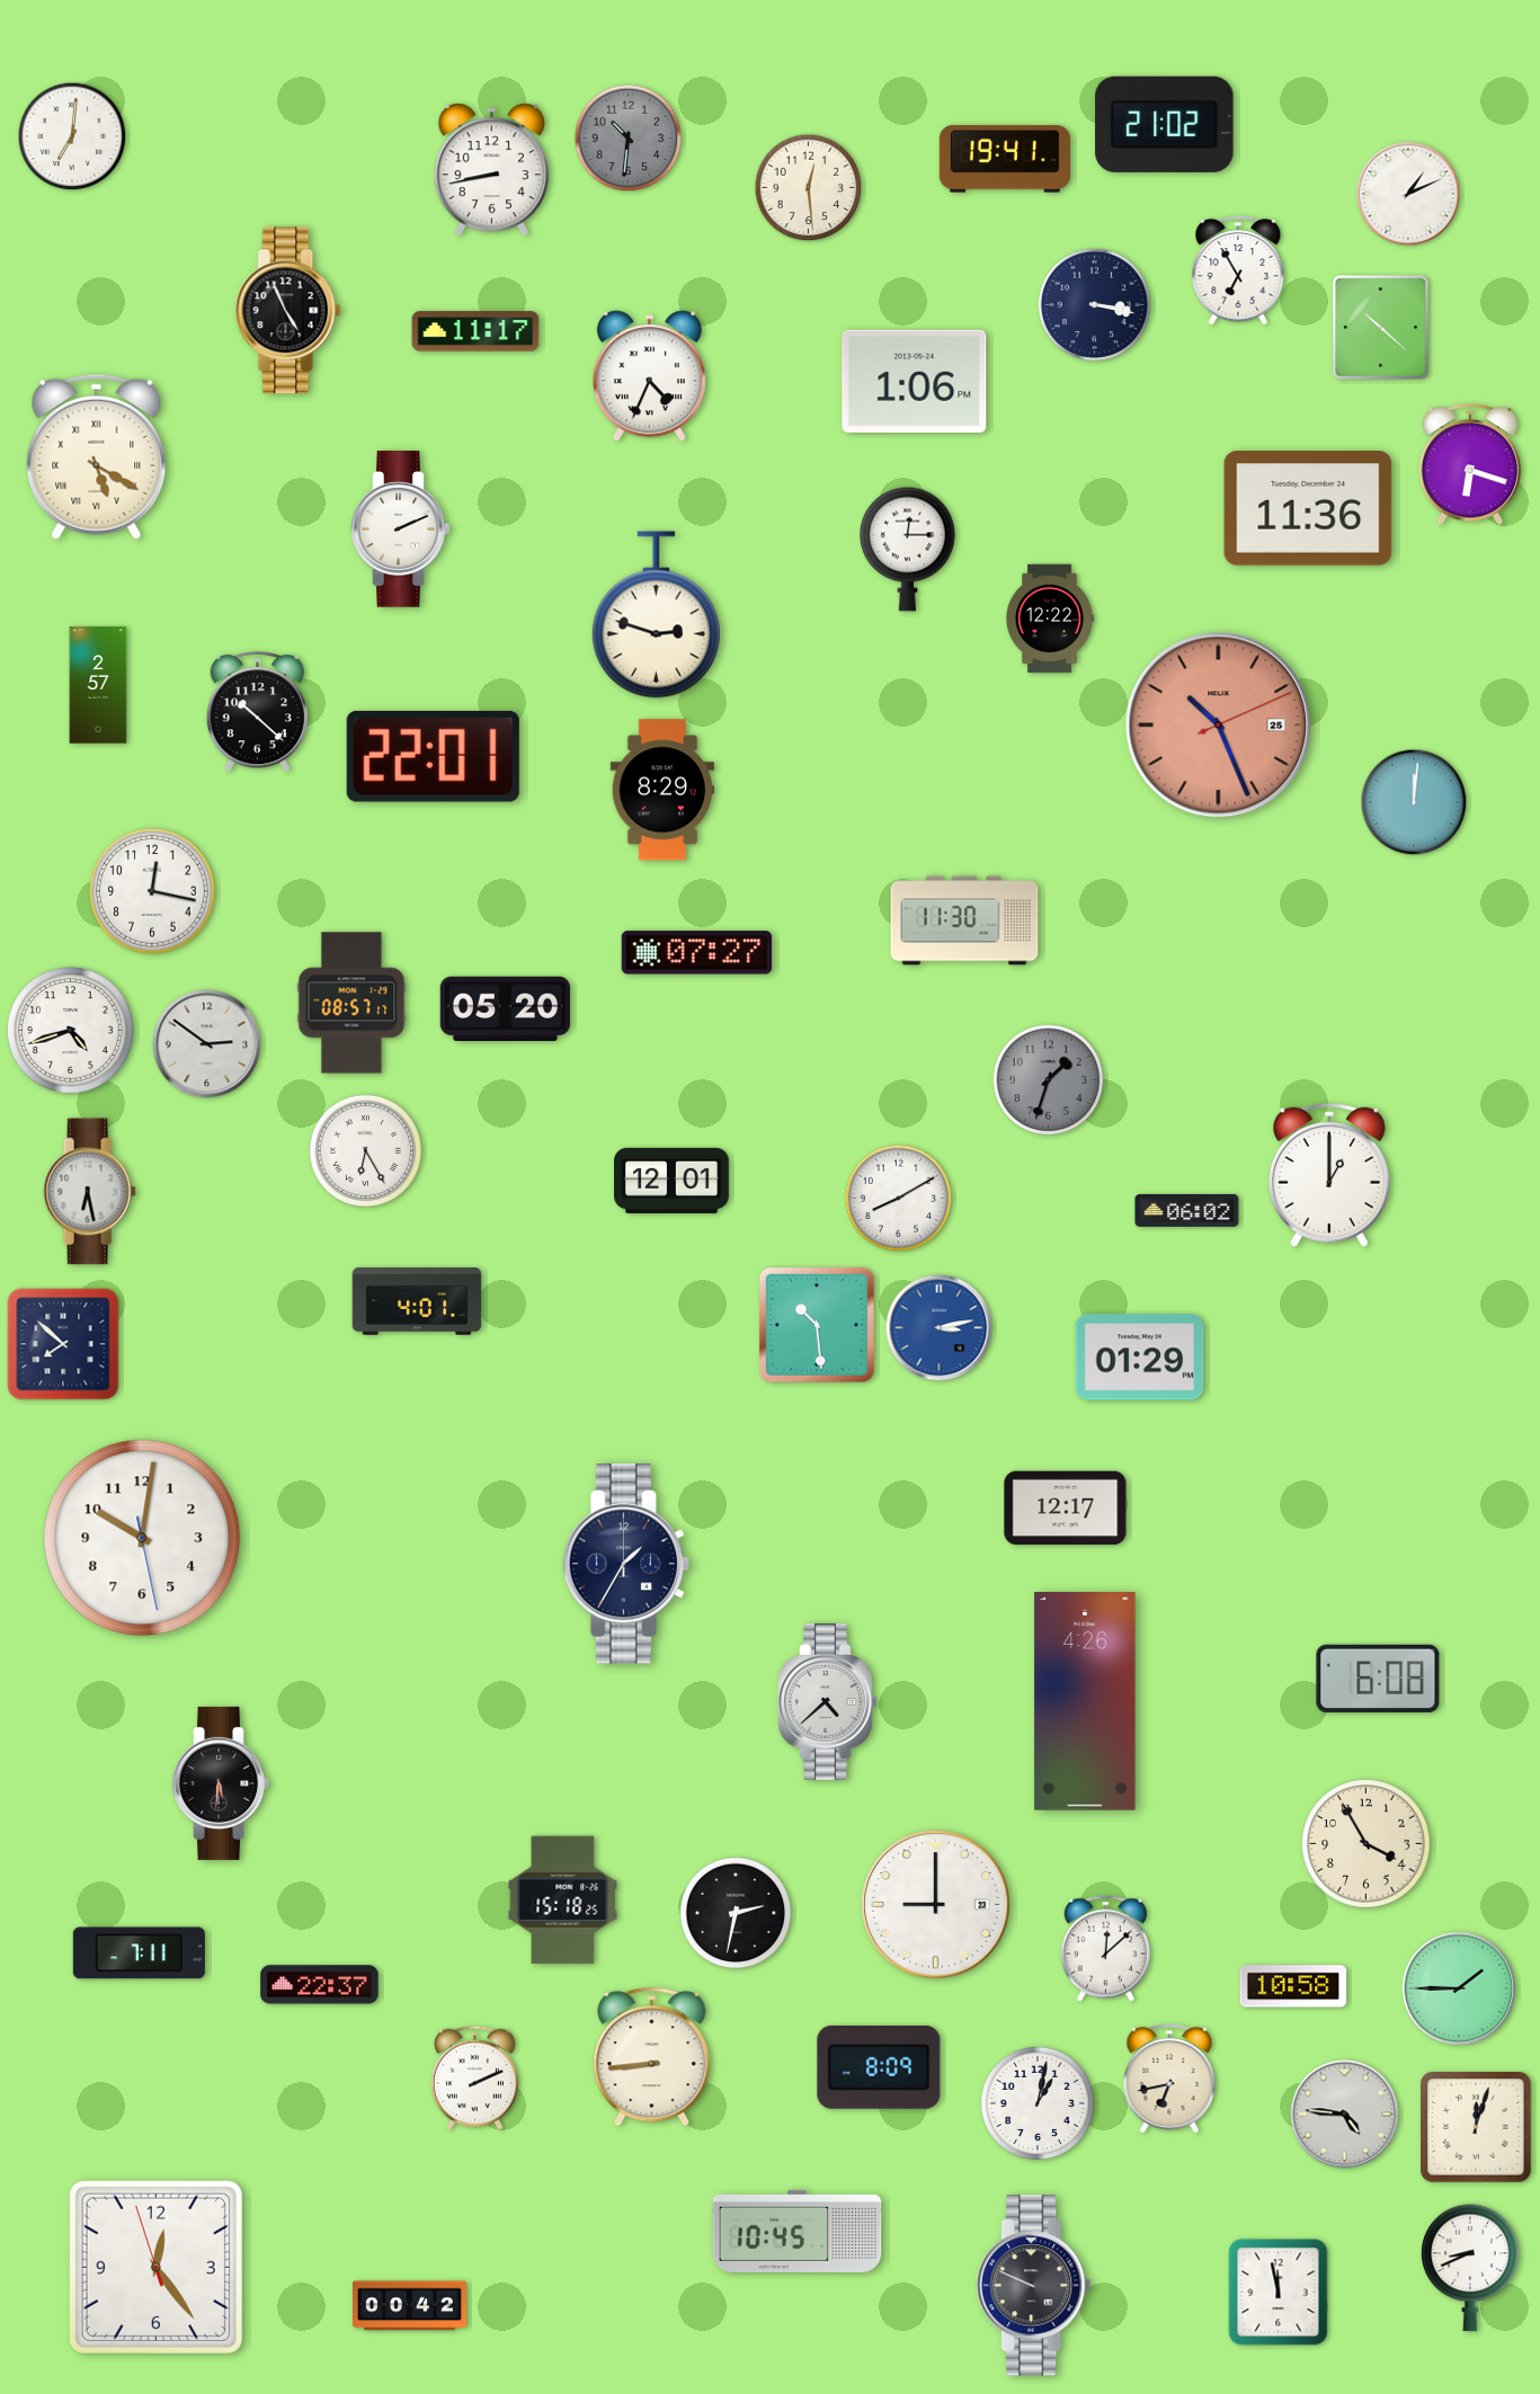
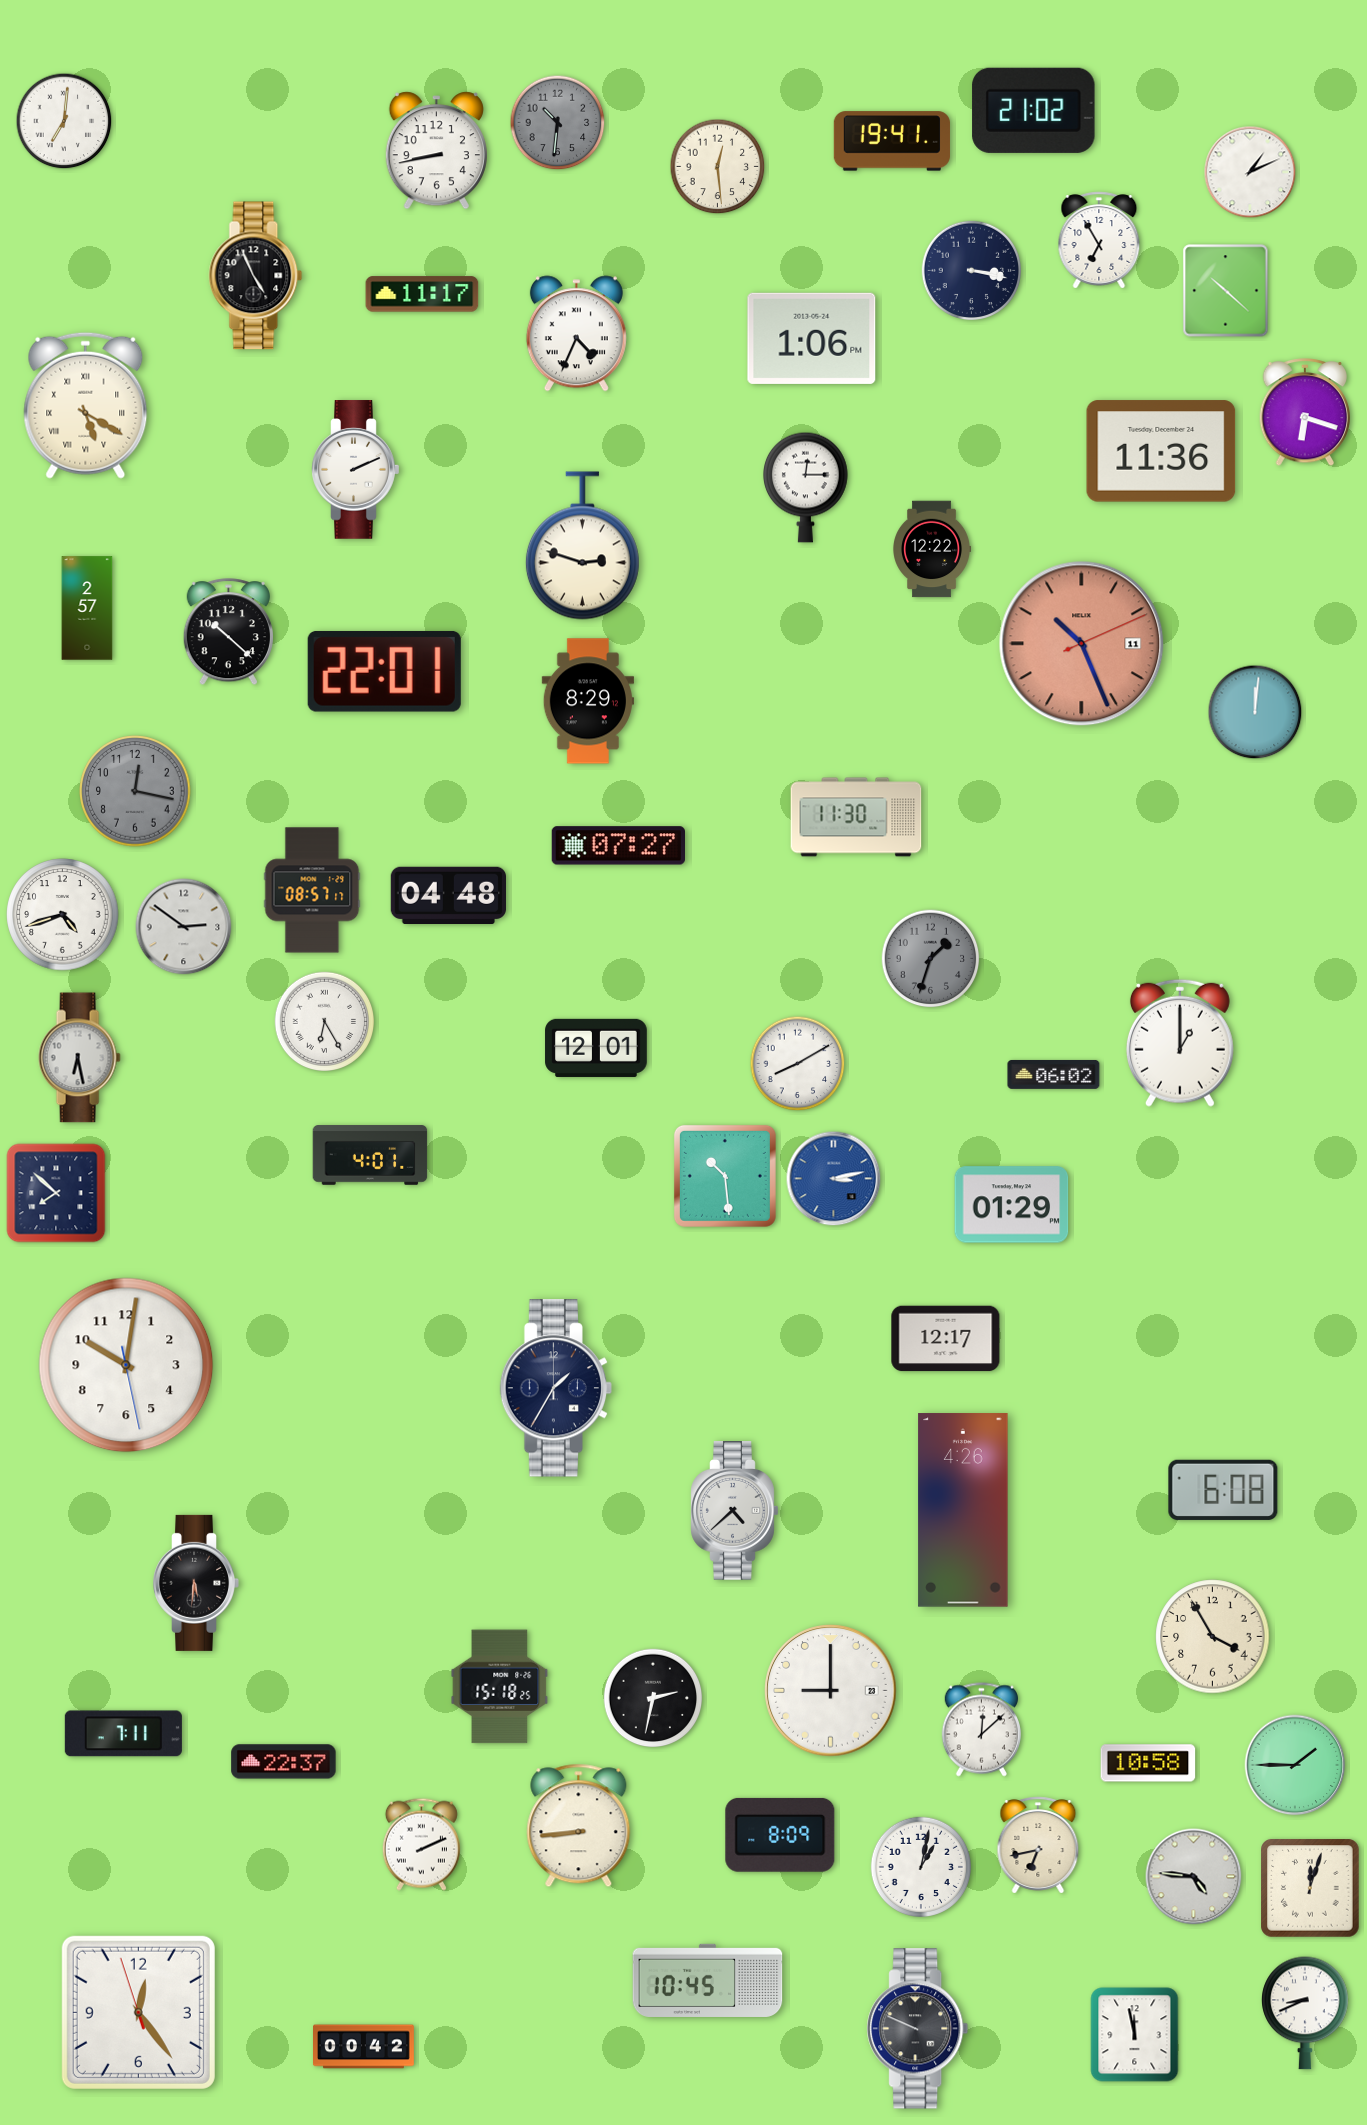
clock at (1219, 726) date: 25 -> 11
clock at (152, 891) dial: white -> grey
clock at (505, 1008): 05:20 -> 04:48
